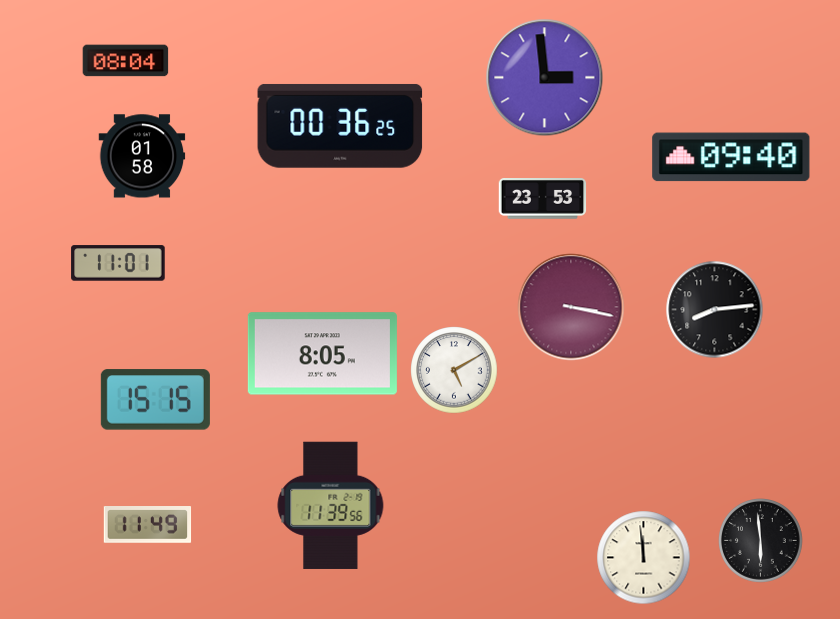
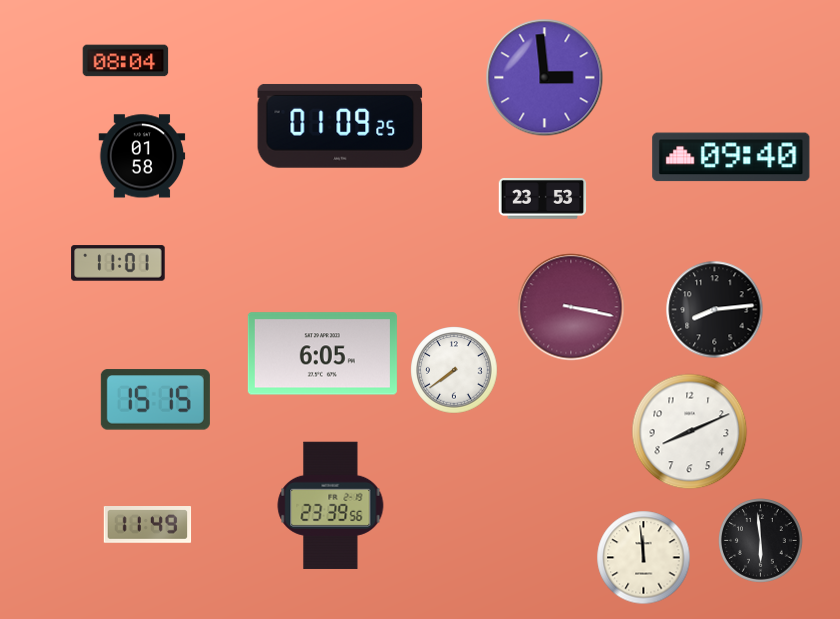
clock at (340, 126): 00:36 -> 01:09
clock at (322, 354): 8:05 -> 6:05
clock at (454, 370): 5:10 -> 7:39
clock at (690, 432): none -> 8:11
clock at (331, 505): 11:39 -> 23:39
